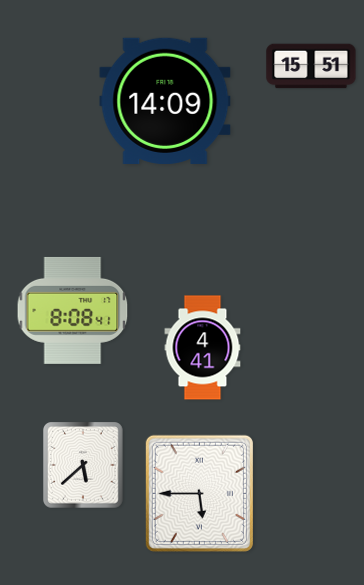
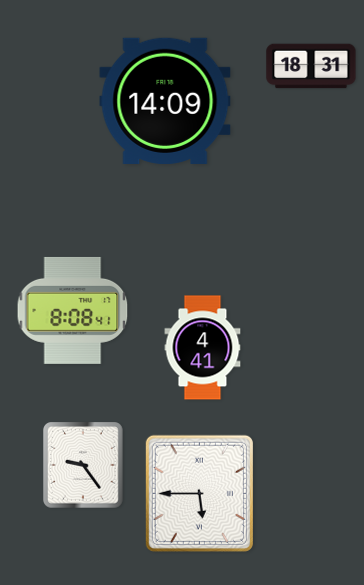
clock at (311, 66): 15:51 -> 18:31
clock at (84, 466): 5:38 -> 9:24
